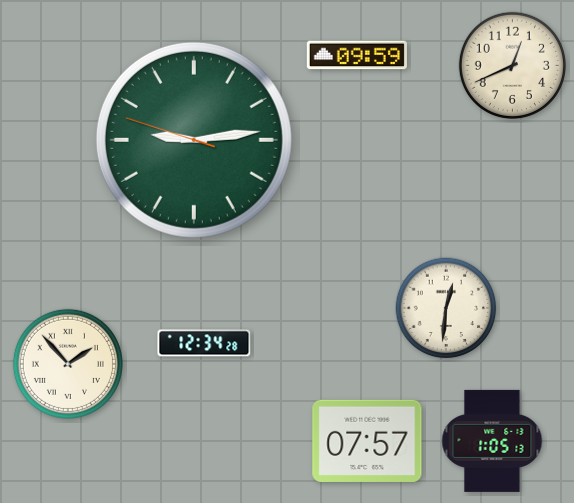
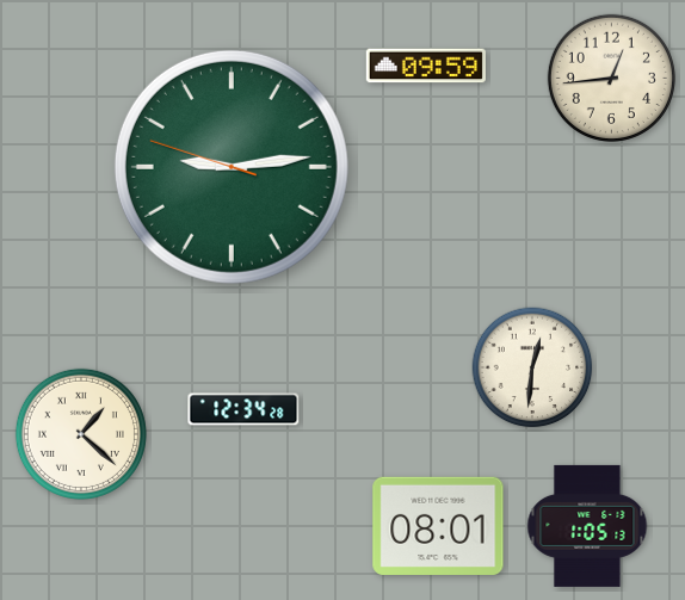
clock at (512, 65): 12:41 -> 12:44
clock at (68, 364): 1:53 -> 1:22
clock at (367, 441): 07:57 -> 08:01
